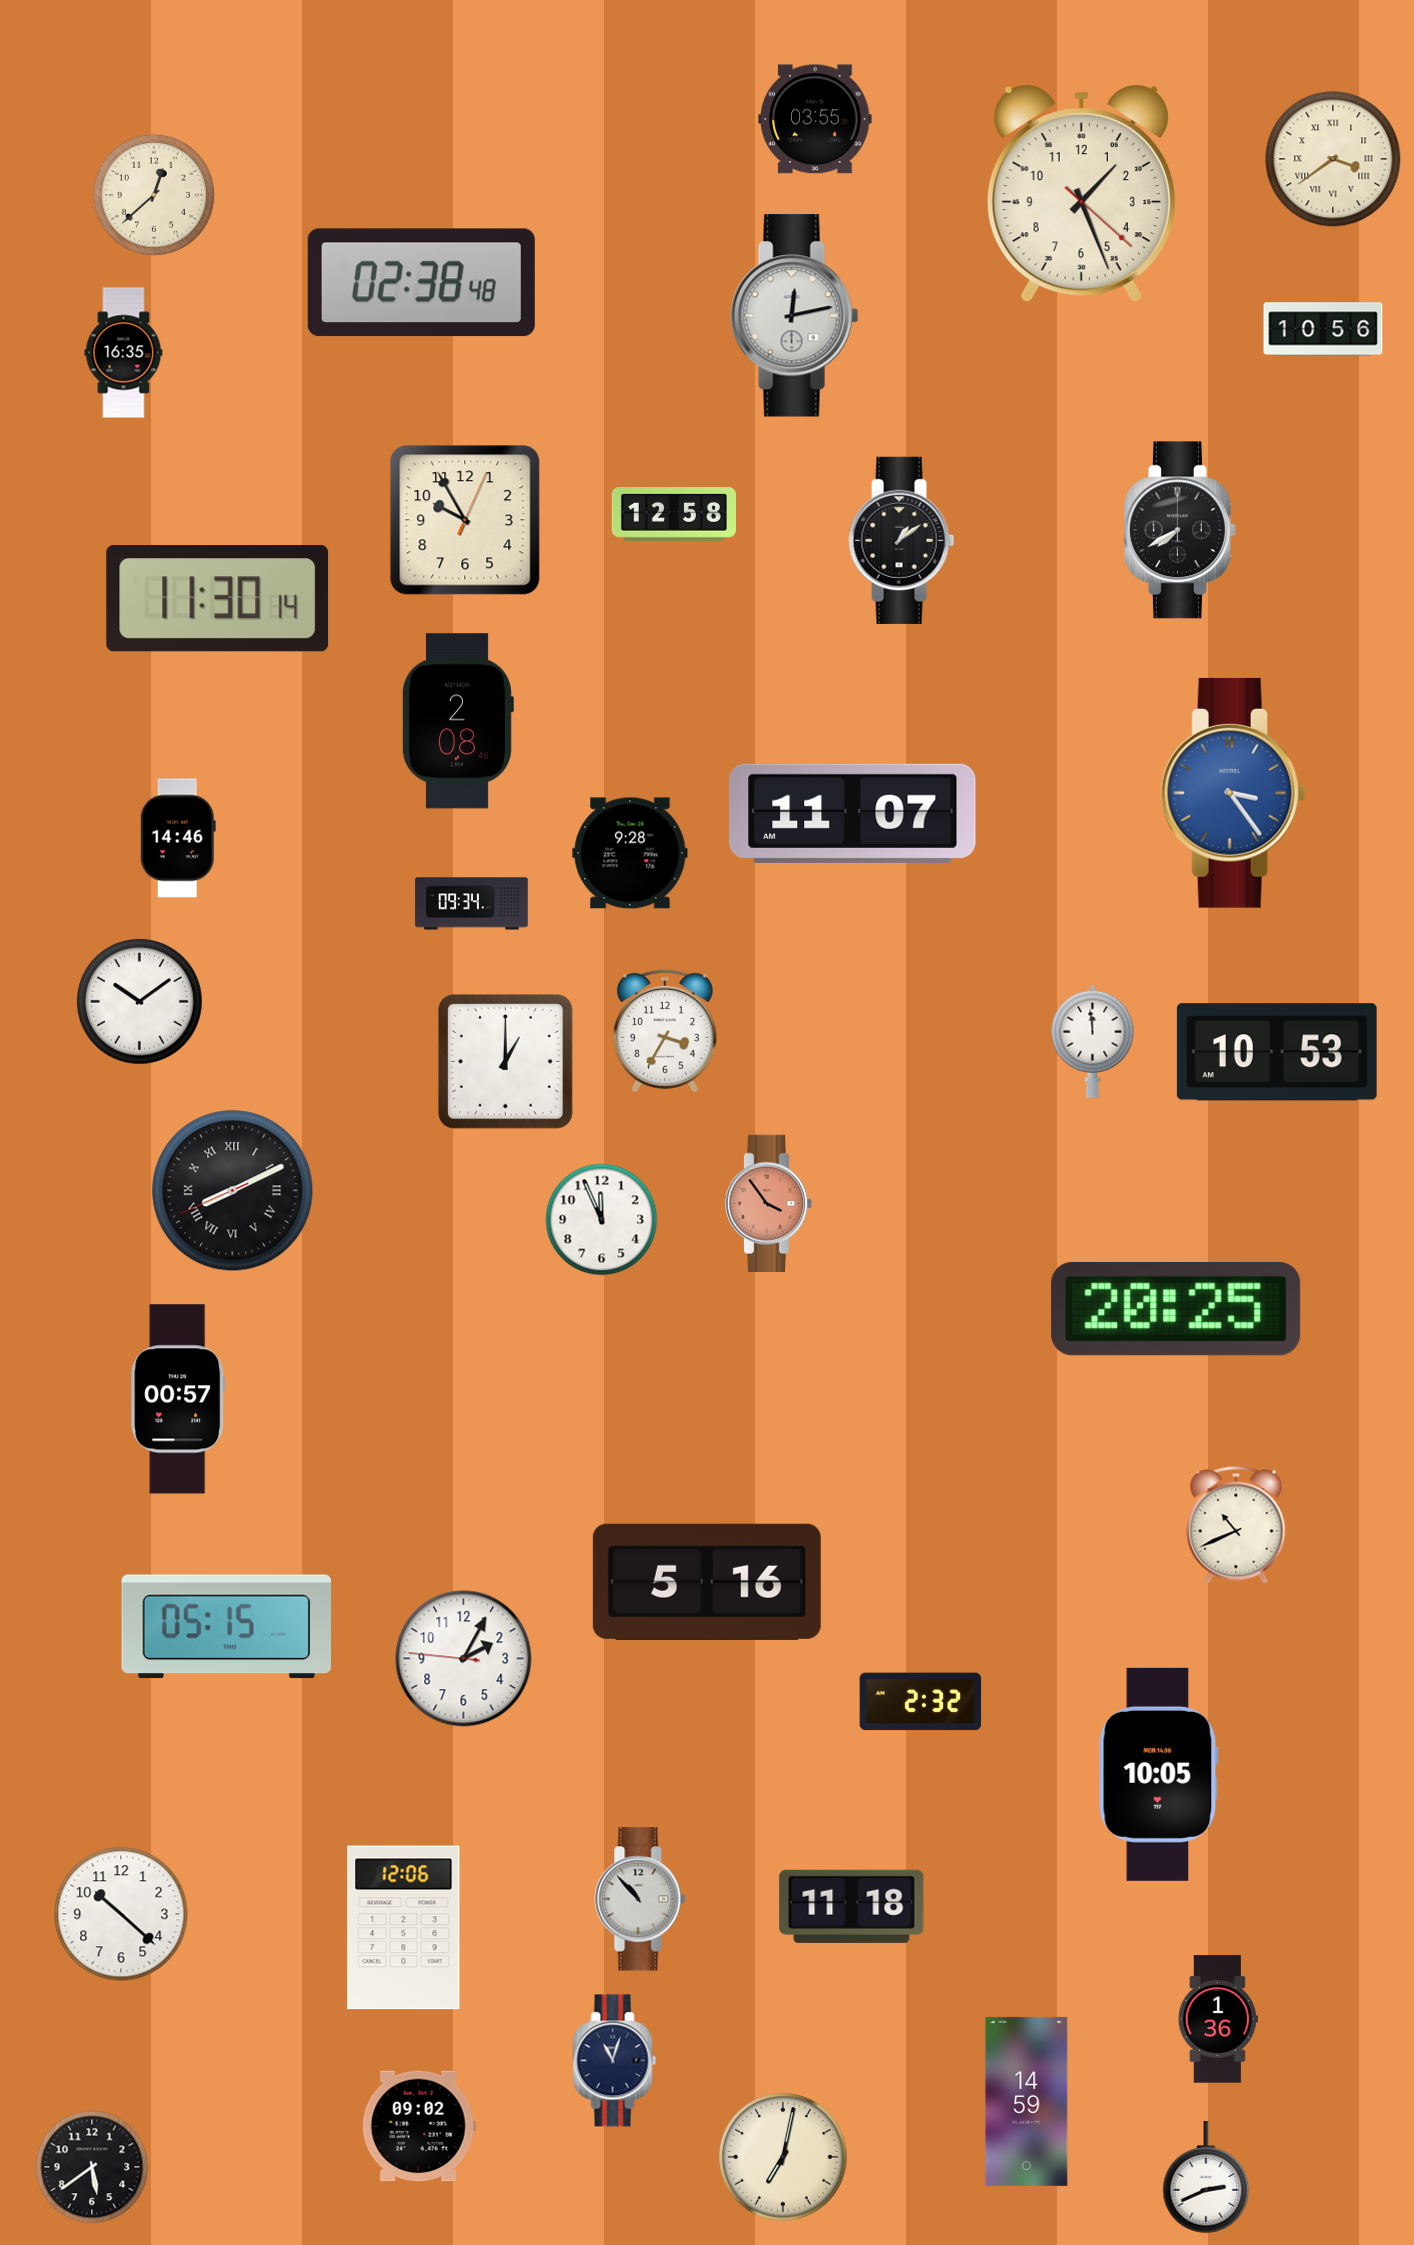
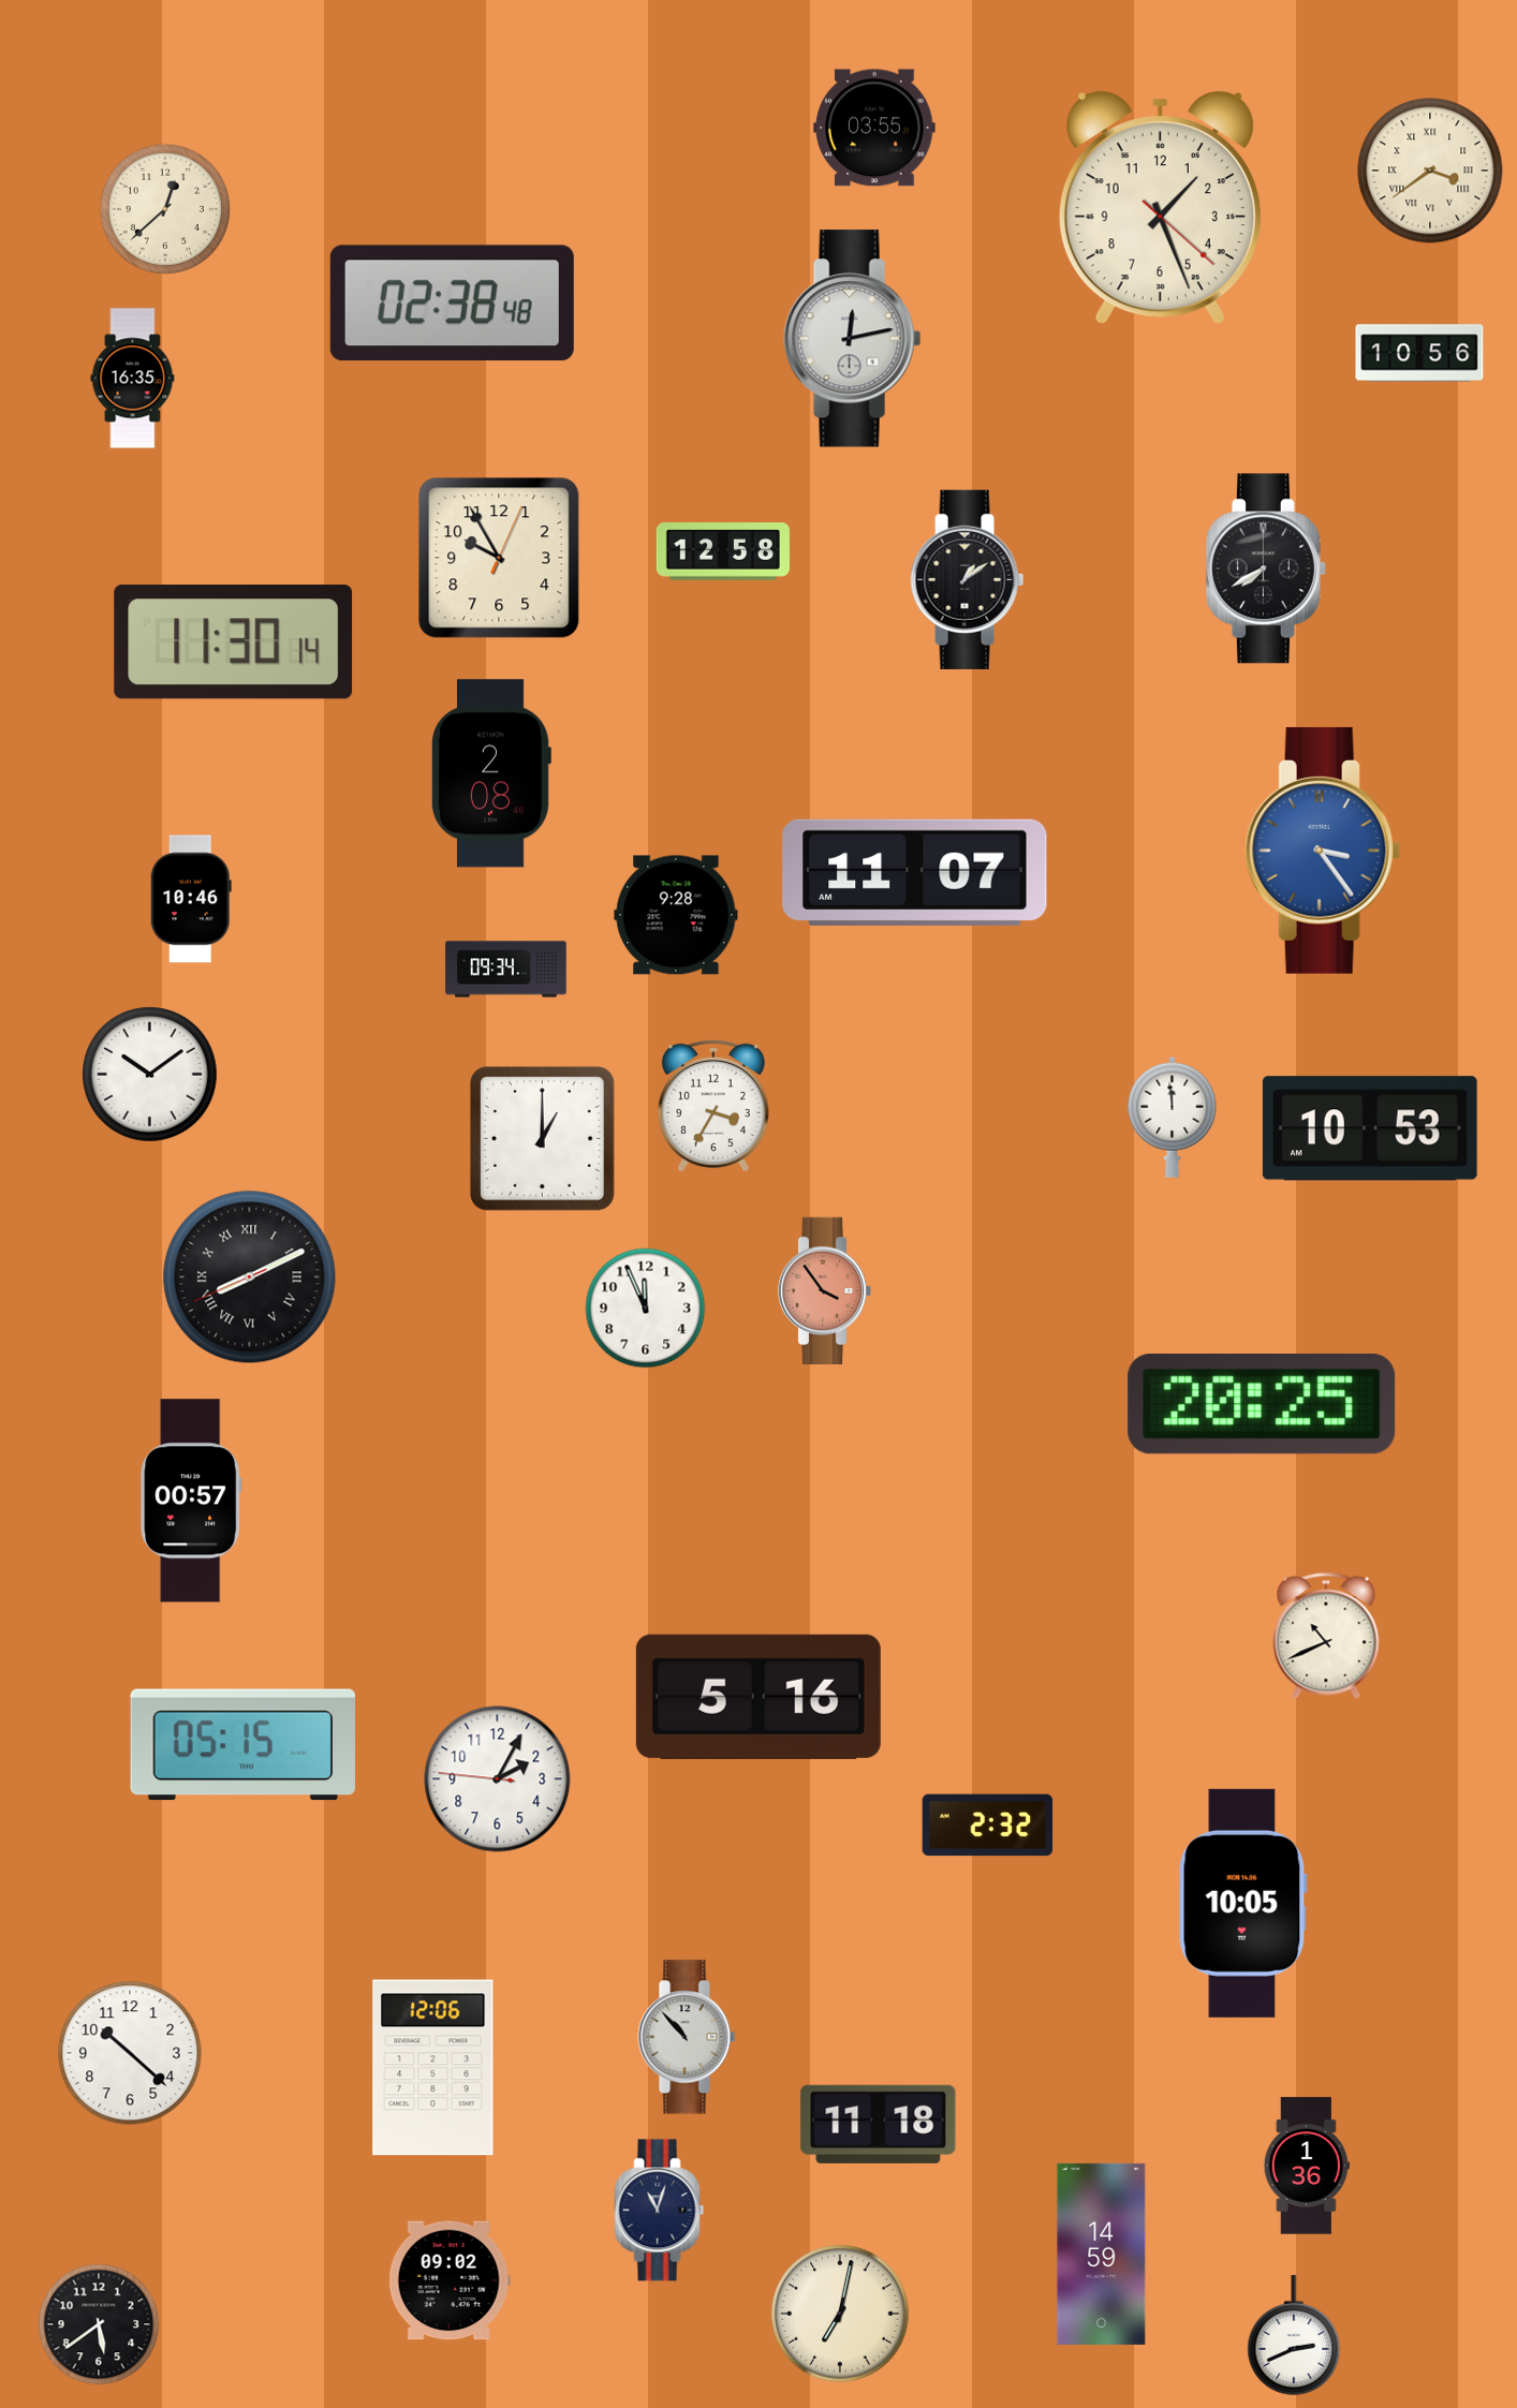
clock at (178, 838): 14:46 -> 10:46
clock at (852, 1906) position: (852, 1906) -> (879, 2124)
